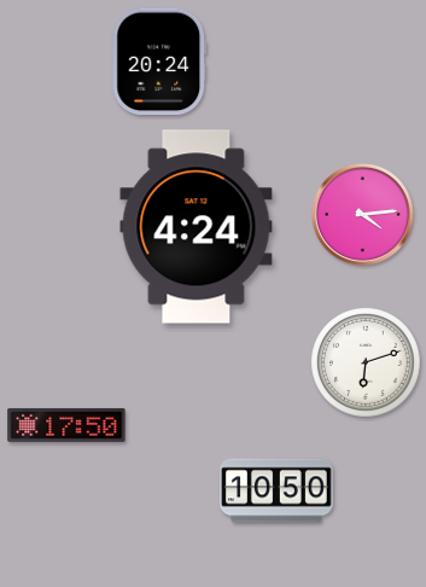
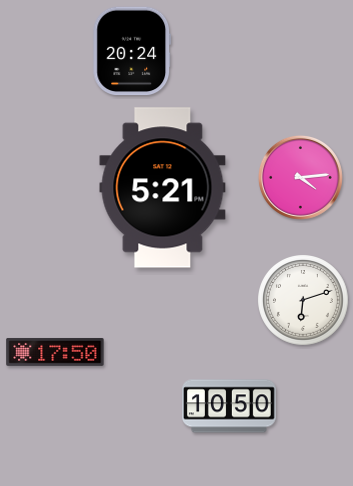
clock at (197, 227): 4:24 -> 5:21
